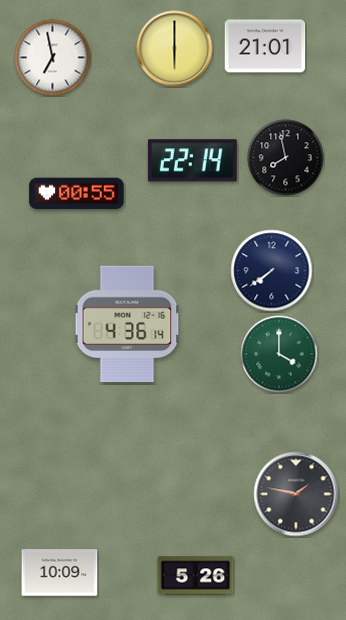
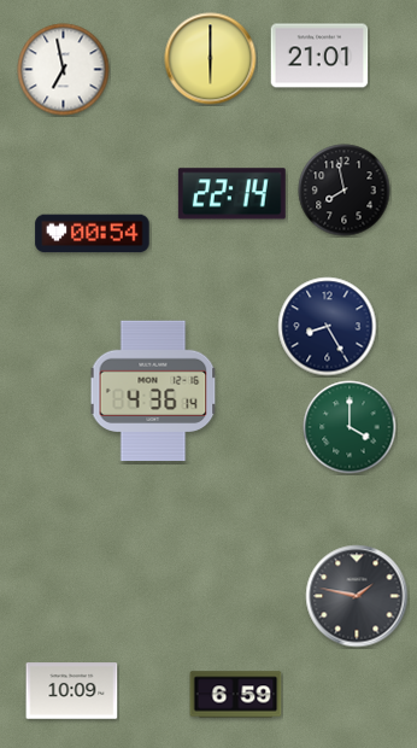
clock at (77, 194): 00:55 -> 00:54
clock at (272, 271): 7:39 -> 8:25
clock at (279, 354) position: (279, 354) -> (350, 427)
clock at (196, 576): 5:26 -> 6:59
